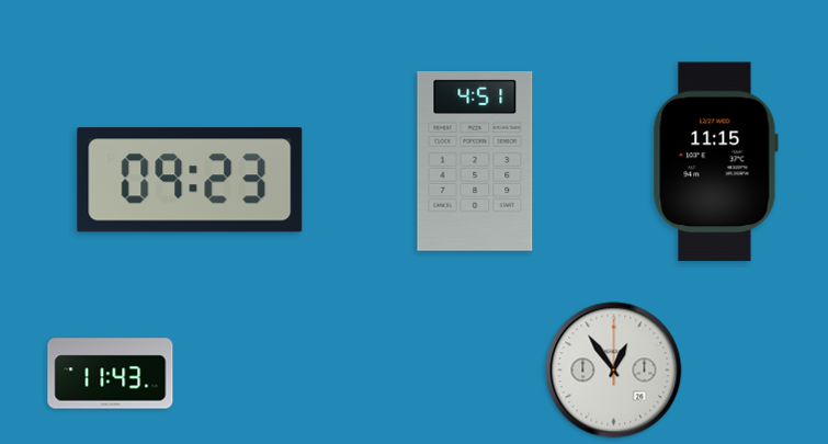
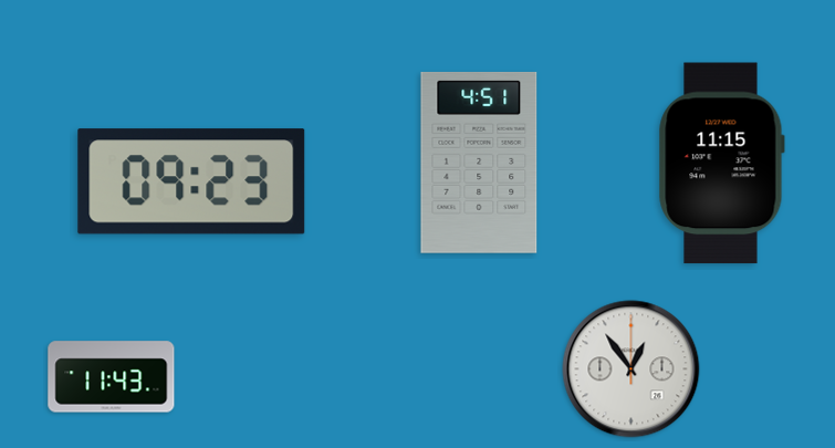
clock at (614, 371) position: (614, 371) -> (632, 369)
